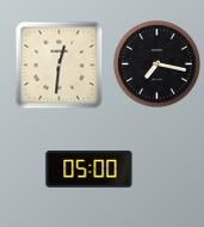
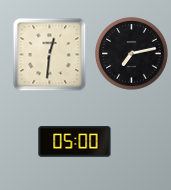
clock at (157, 65): 7:17 -> 7:13
